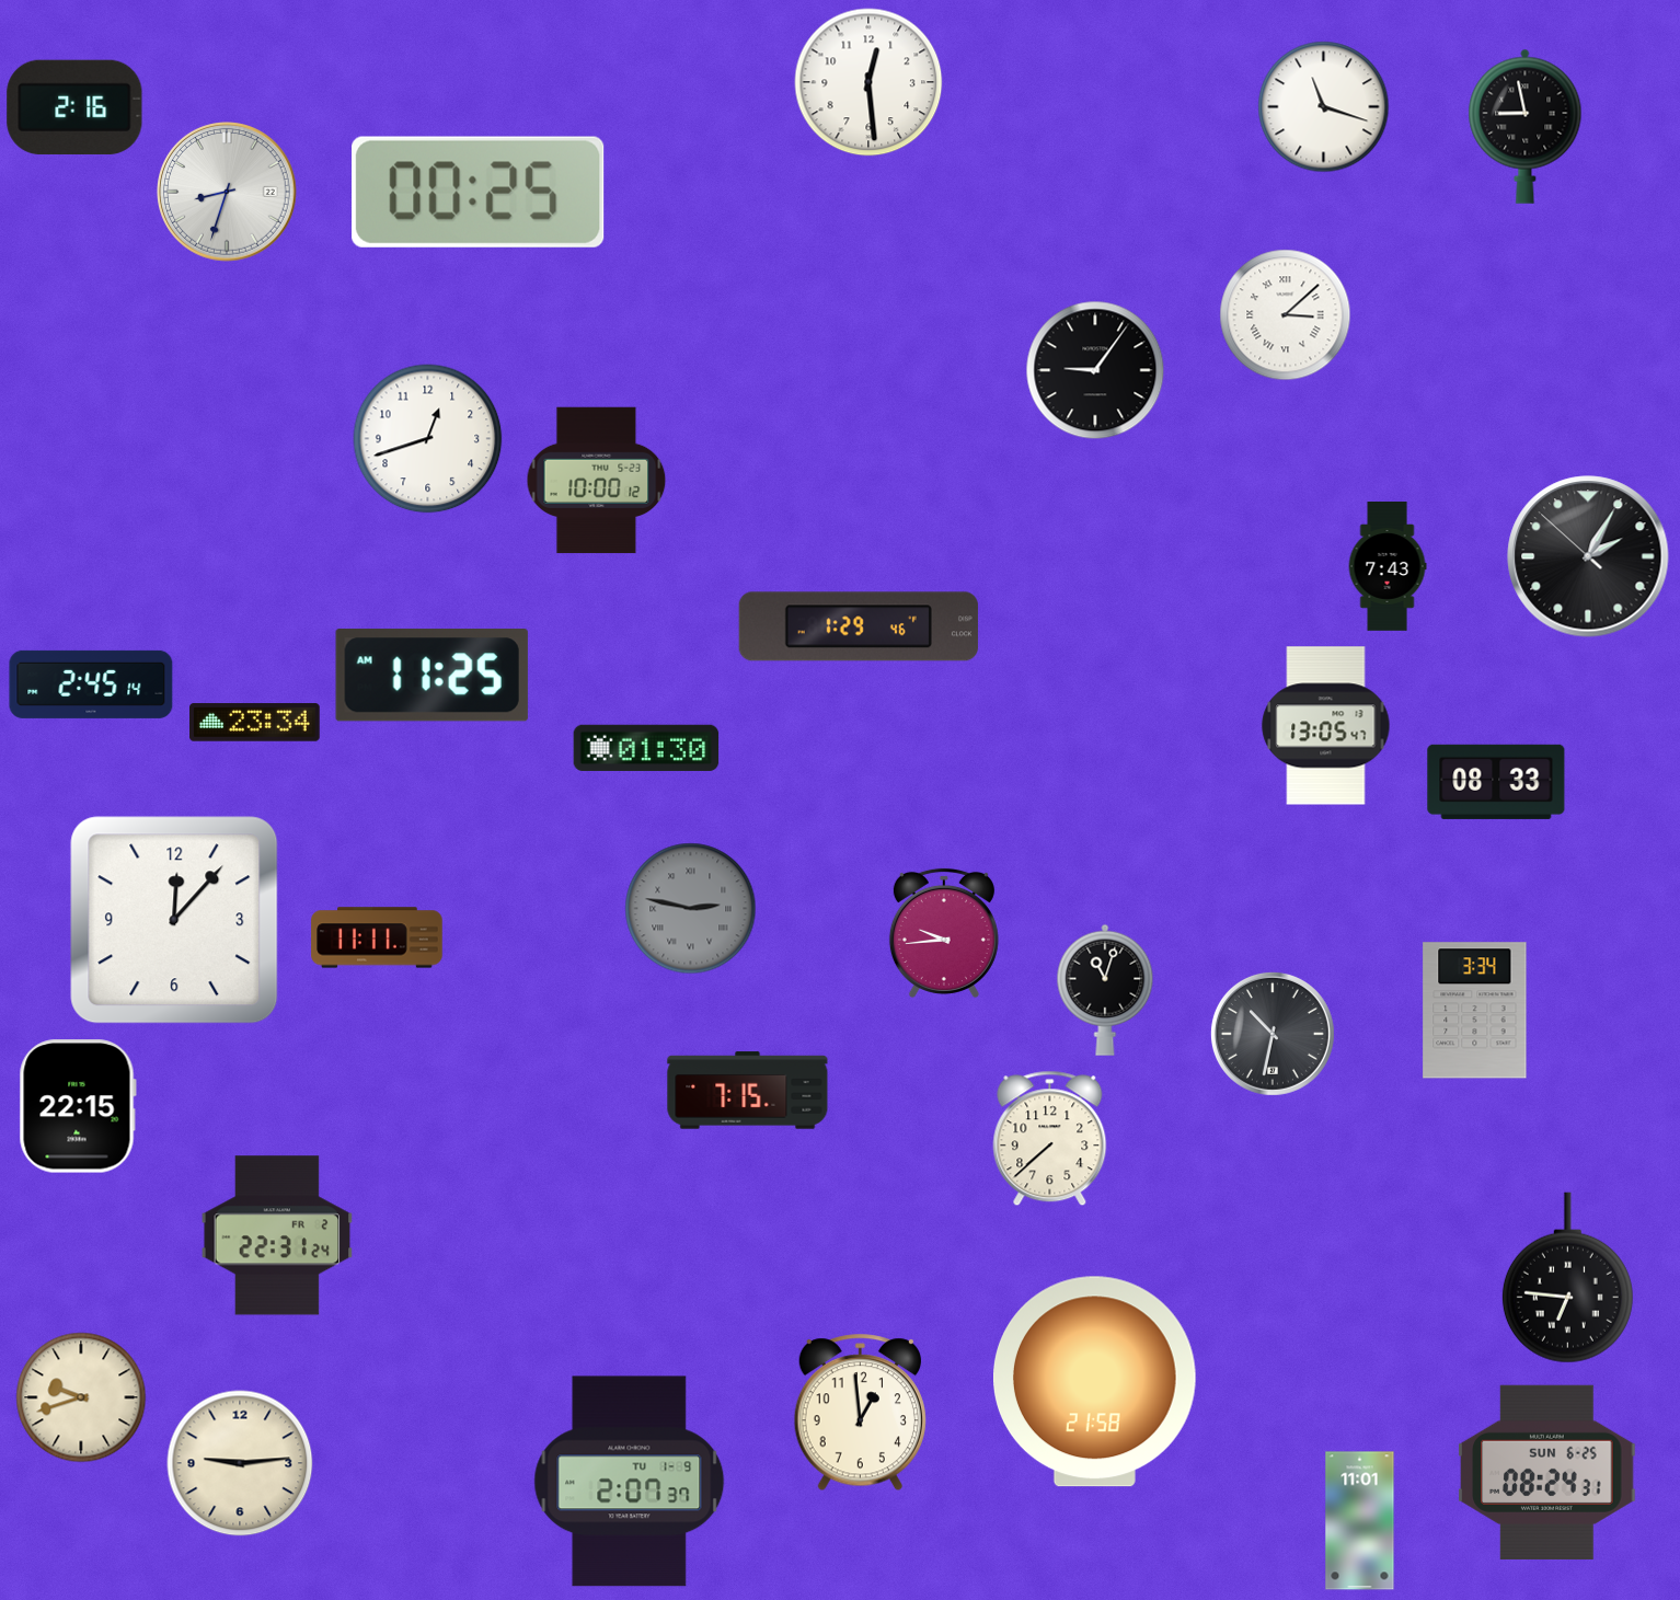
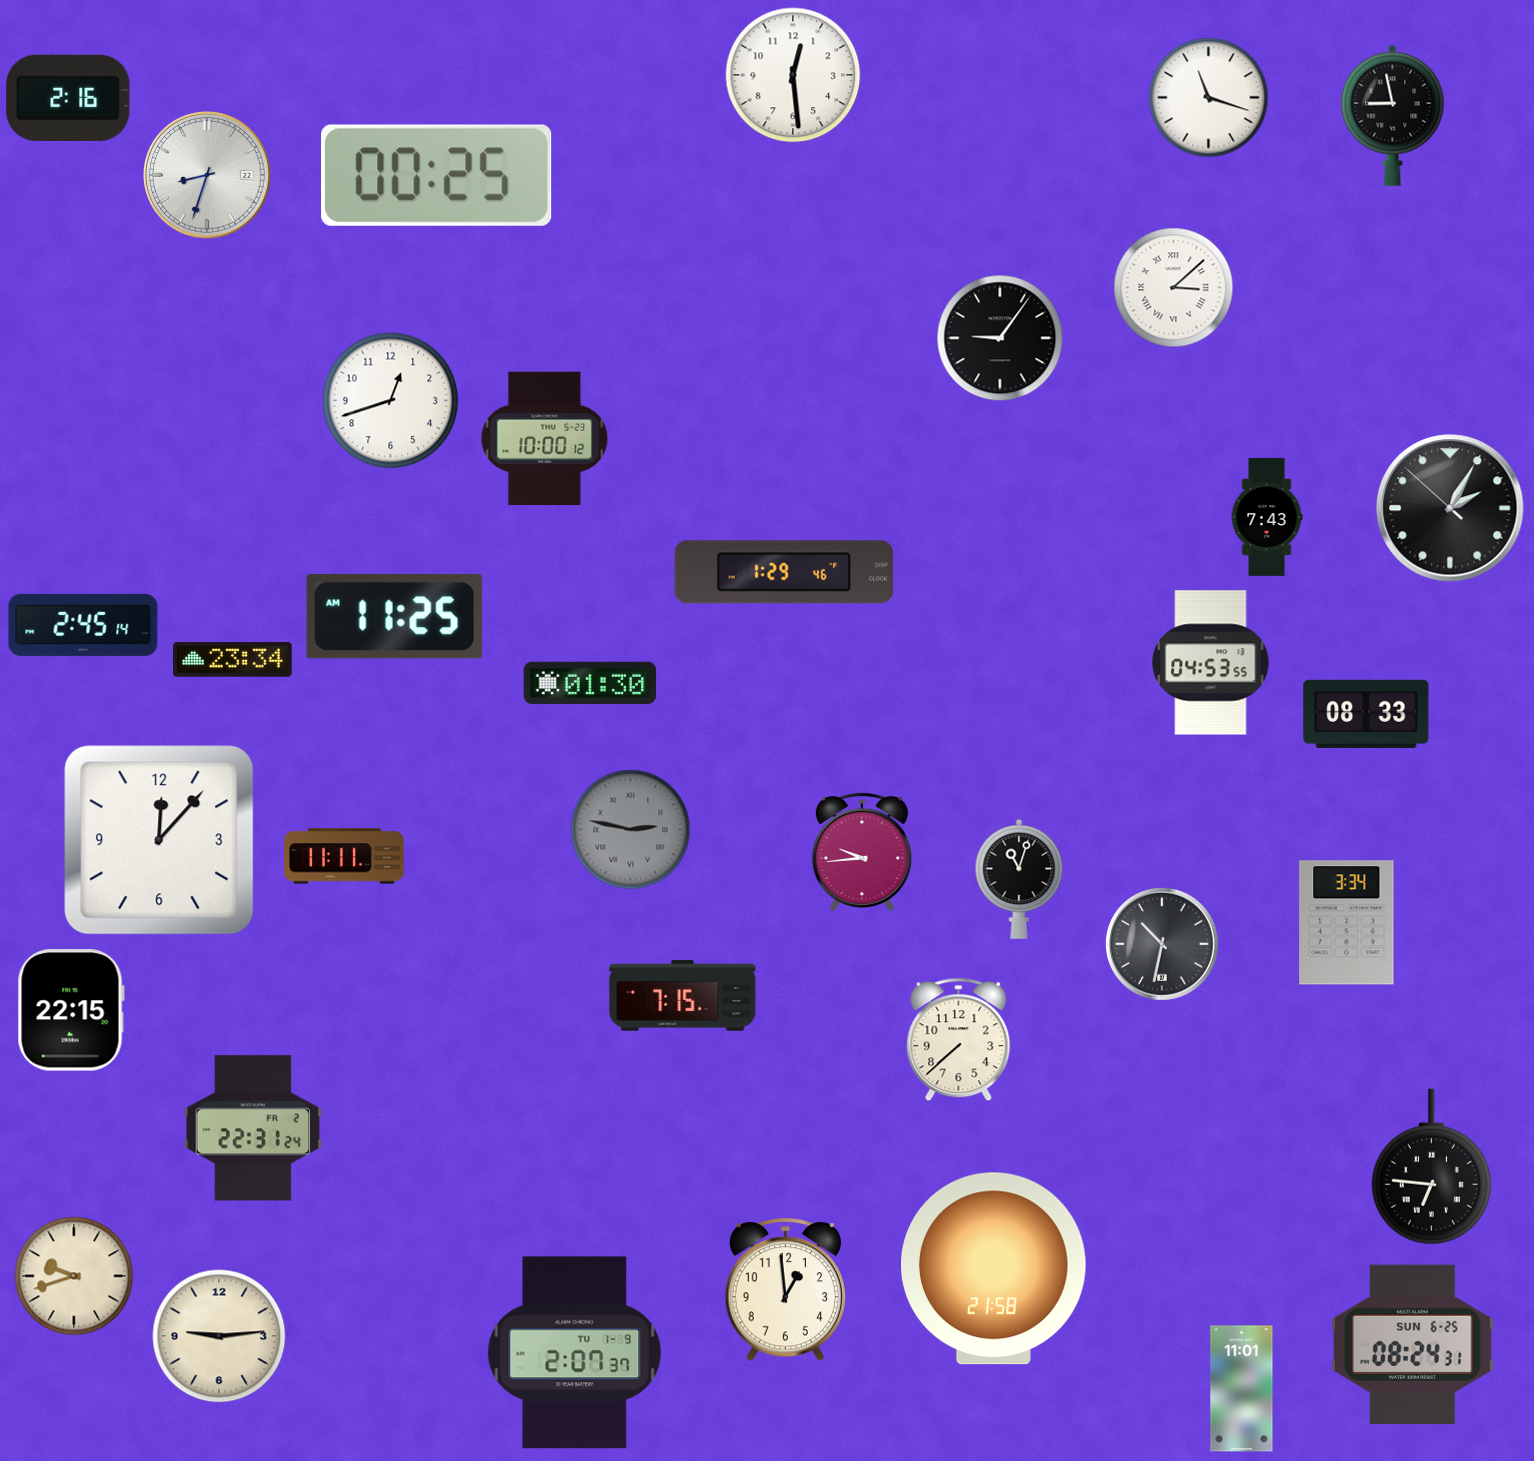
clock at (1326, 726): 13:05 -> 04:53
clock at (1105, 990) position: (1105, 990) -> (1019, 879)
clock at (1095, 1382) position: (1095, 1382) -> (994, 1269)
